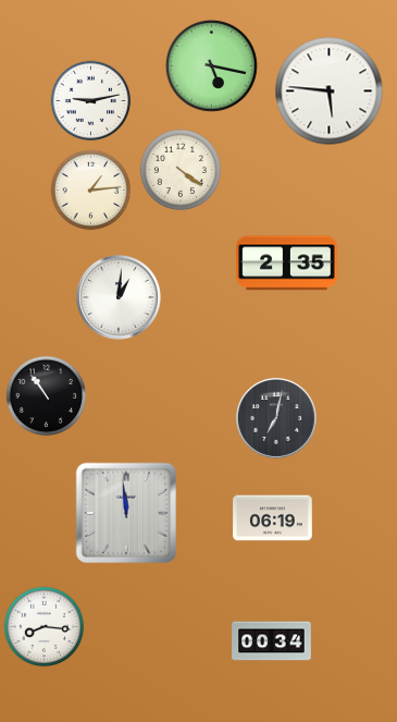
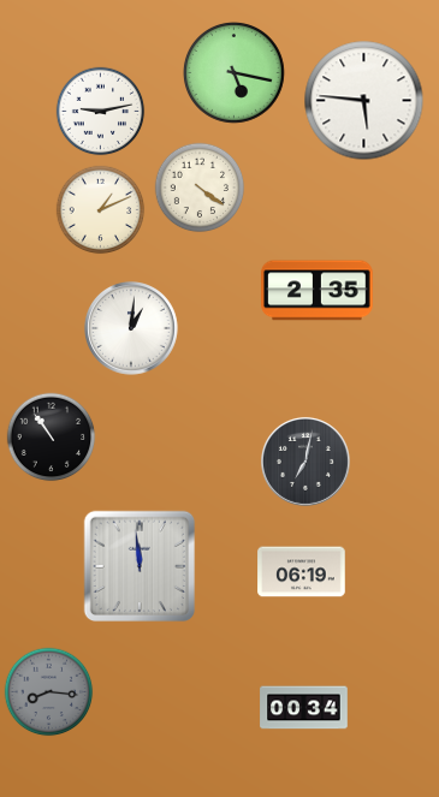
clock at (91, 191): 1:14 -> 1:11
clock at (45, 627) dial: white -> grey
clock at (272, 641) position: (272, 641) -> (304, 708)
